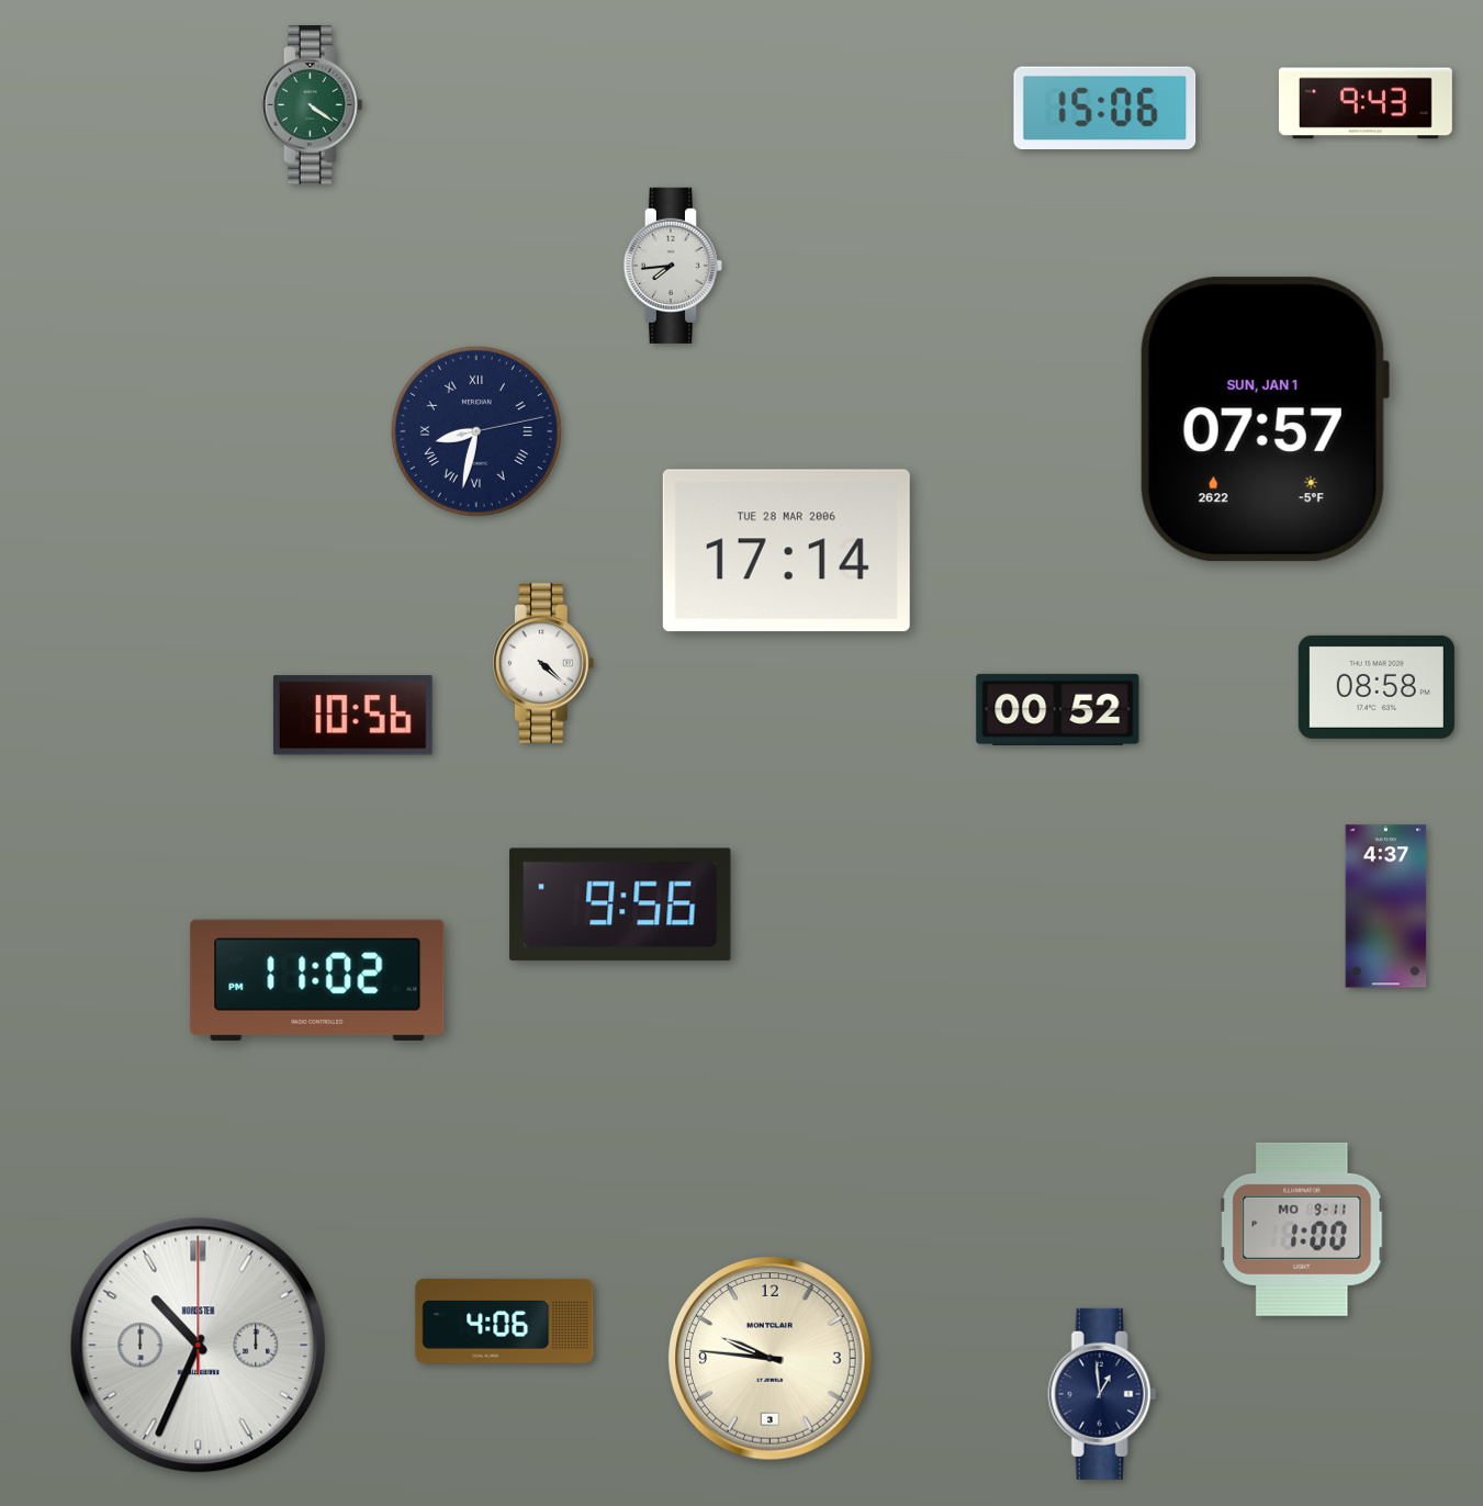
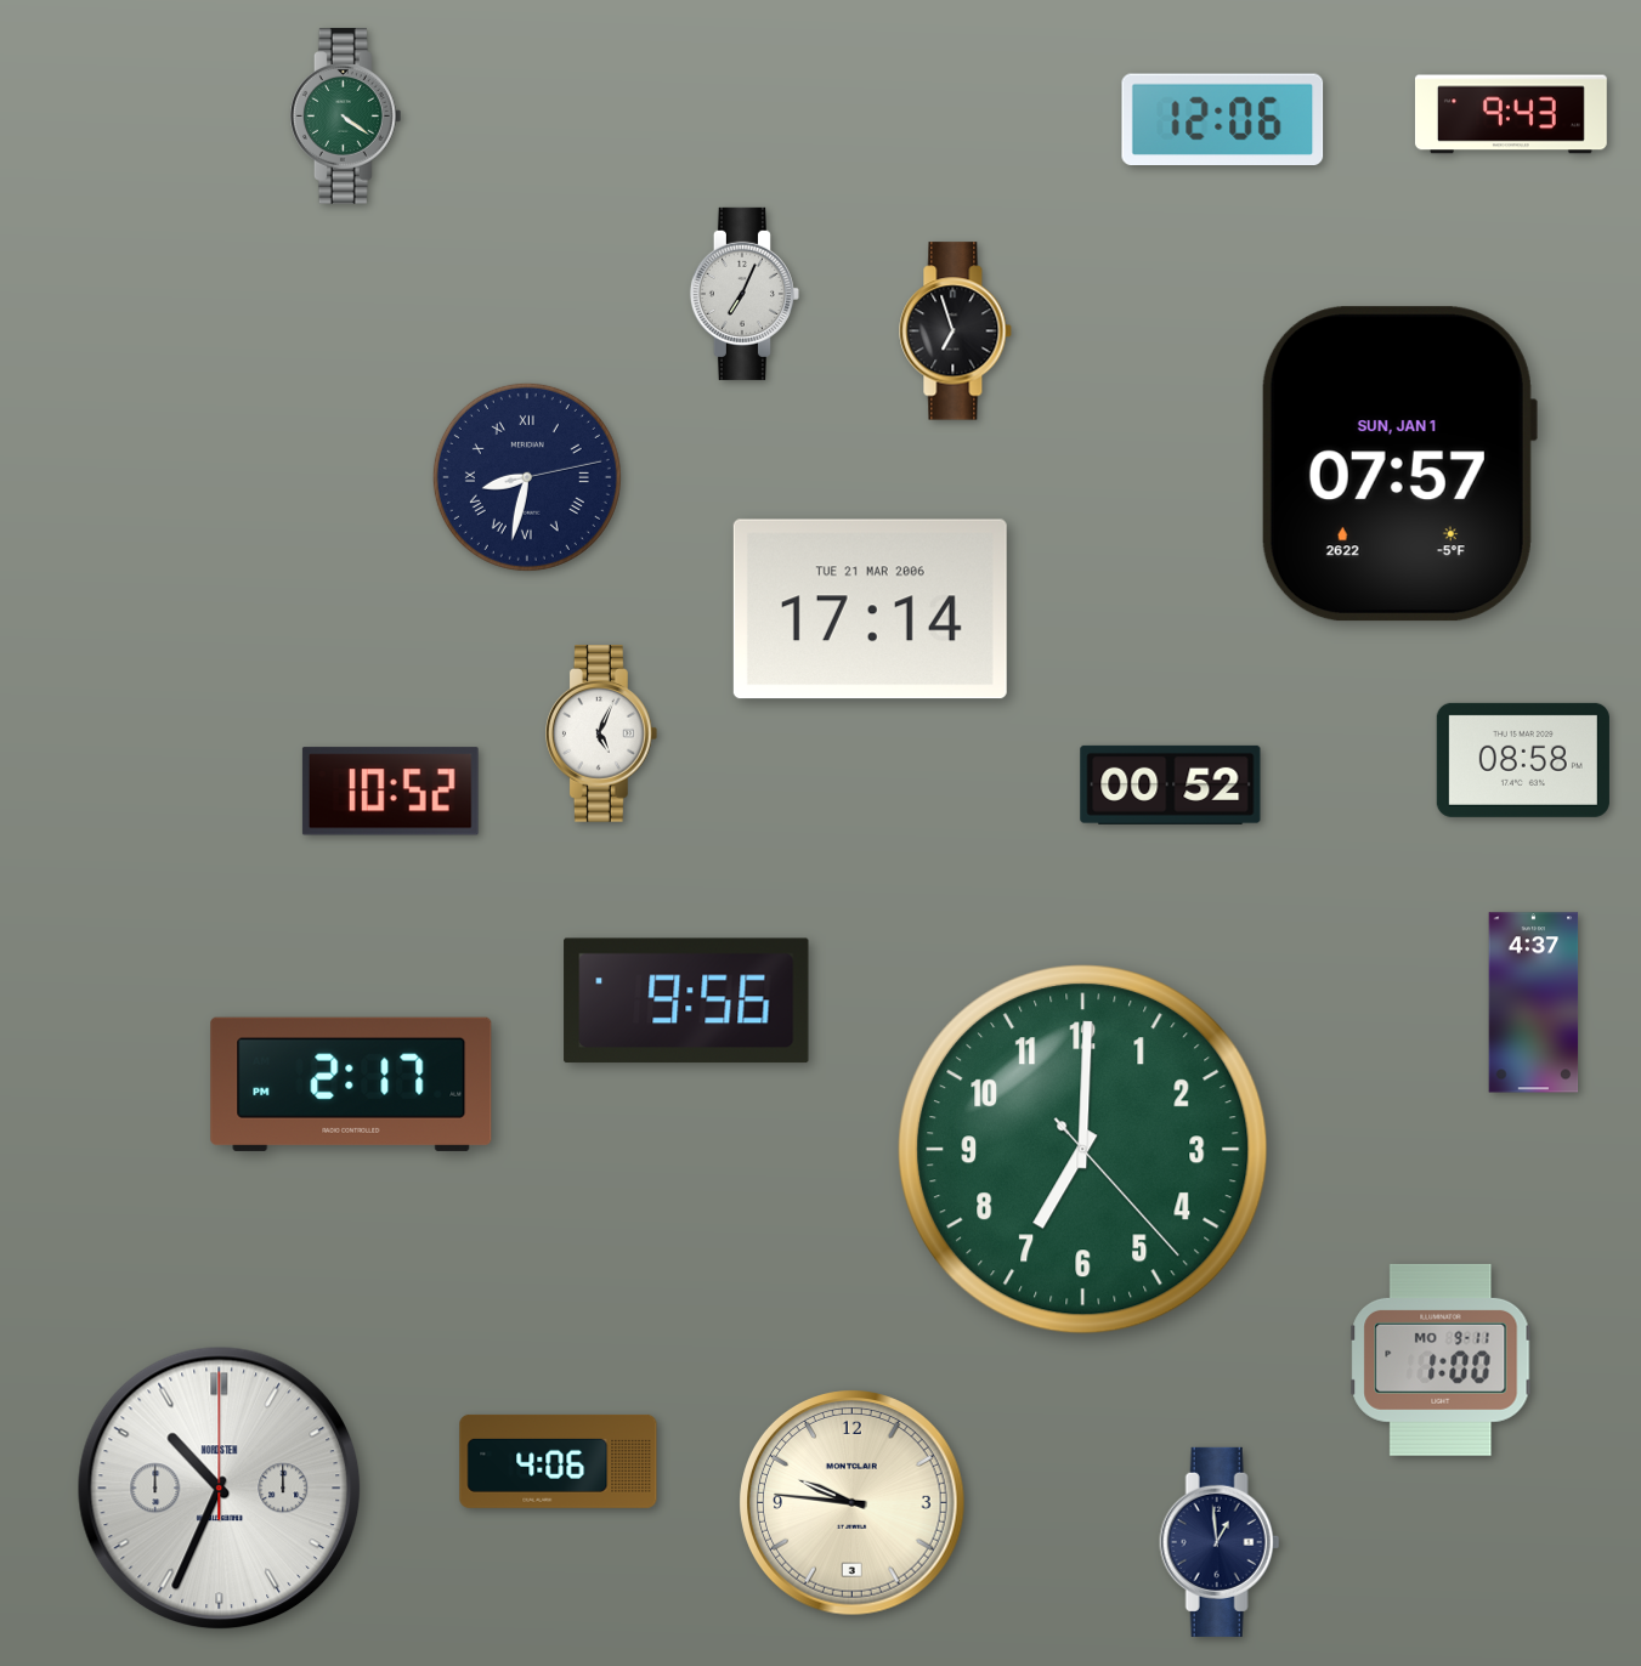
clock at (1105, 109): 15:06 -> 12:06
clock at (673, 266): 7:44 -> 7:04
clock at (956, 331): none -> 6:57
clock at (786, 551) date: TUE 28 MAR 2006 -> TUE 21 MAR 2006
clock at (544, 663): 4:22 -> 5:04
clock at (352, 716): 10:56 -> 10:52
clock at (317, 980): 11:02 -> 2:17
clock at (1083, 1150): none -> 7:00
